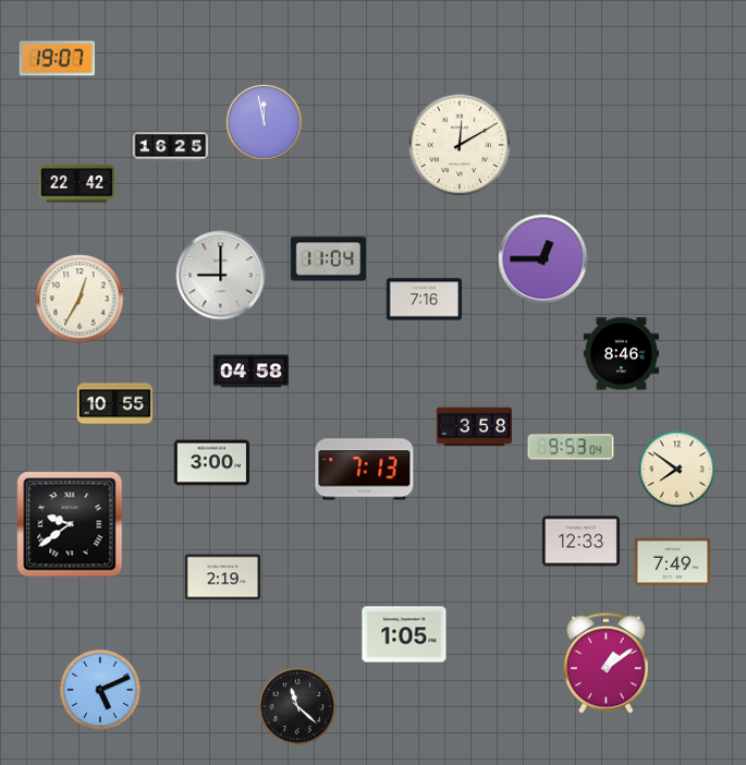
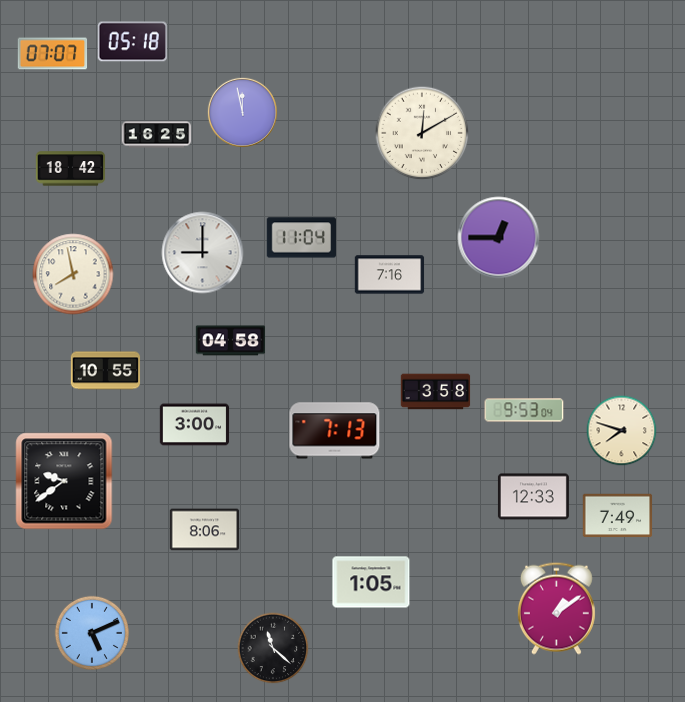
clock at (132, 42): none -> 05:18
clock at (58, 59): 19:07 -> 07:07
clock at (77, 184): 22:42 -> 18:42
clock at (80, 299): 12:35 -> 7:58
clock at (622, 354): 8:46 -> none
clock at (677, 470): 7:51 -> 7:48
clock at (223, 578): 2:19 -> 8:06
